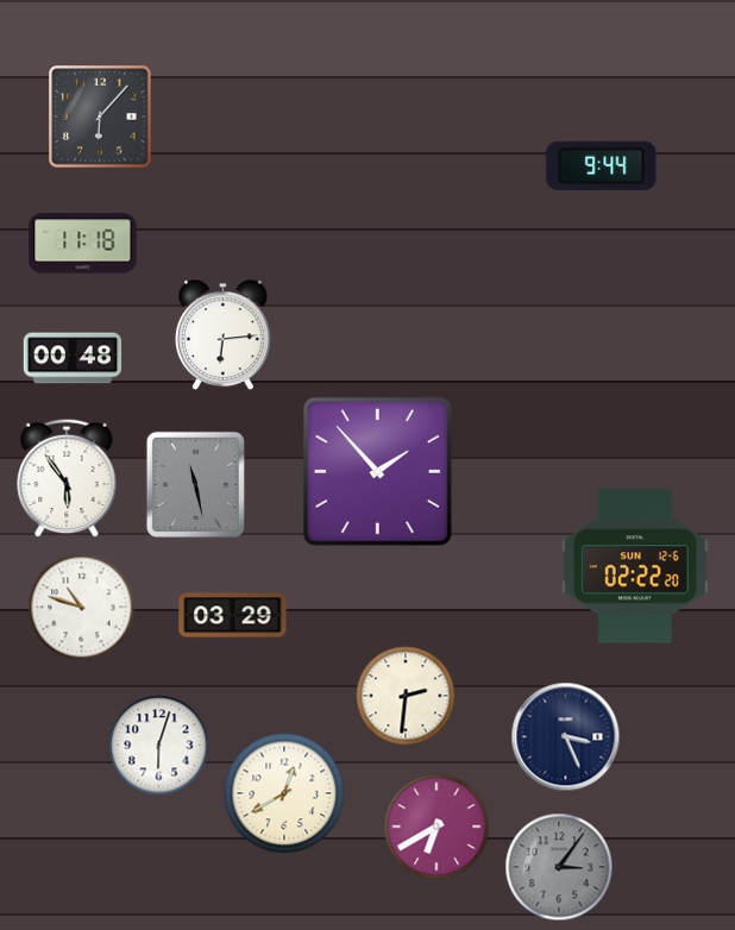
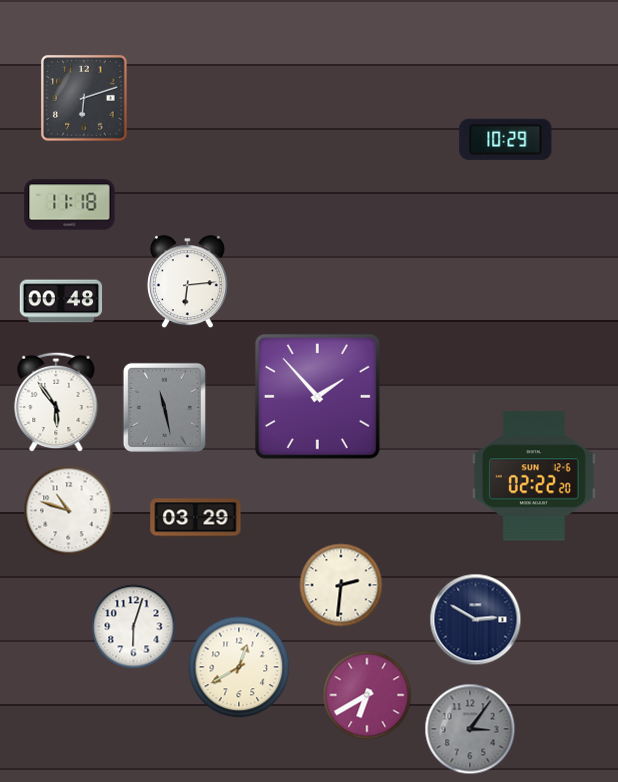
clock at (100, 117): 6:07 -> 6:12
clock at (602, 165): 9:44 -> 10:29
clock at (566, 737): 3:26 -> 2:50
